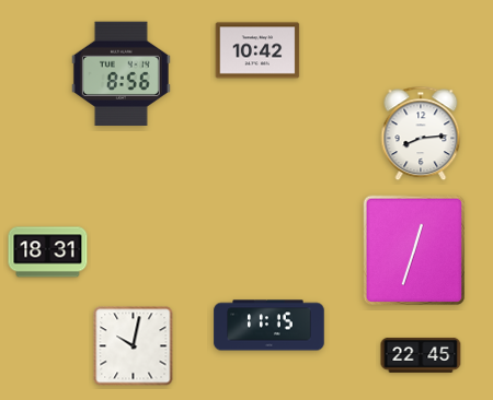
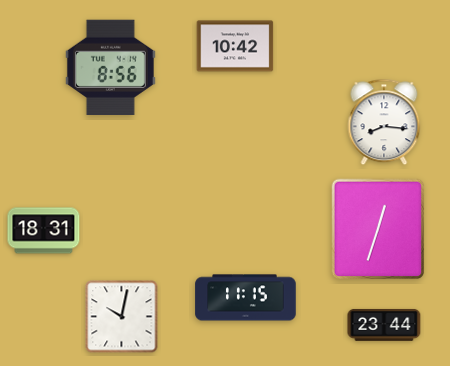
clock at (421, 133): 8:14 -> 8:16
clock at (421, 355): 22:45 -> 23:44
